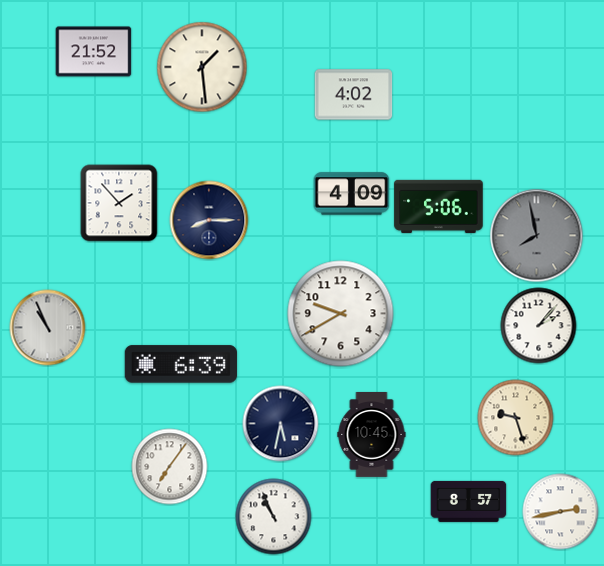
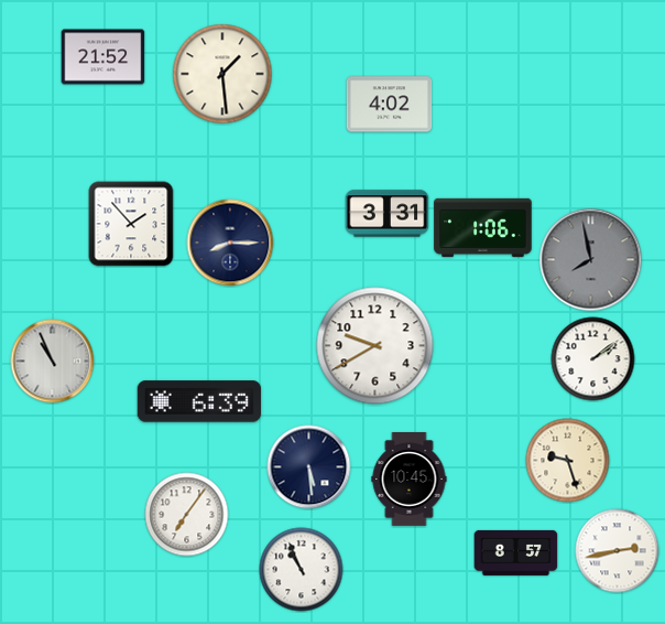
clock at (352, 194): 4:09 -> 3:31
clock at (439, 206): 5:06 -> 1:06
clock at (539, 326): 2:07 -> 2:09
clock at (281, 424): 5:32 -> 5:29
clock at (561, 512) position: (561, 512) -> (618, 551)
